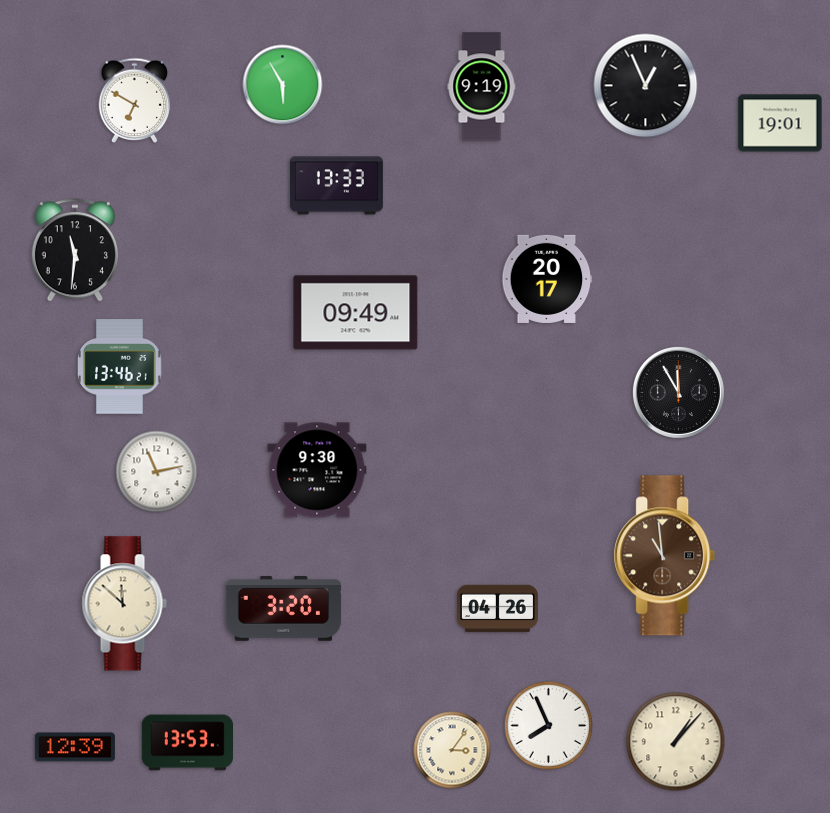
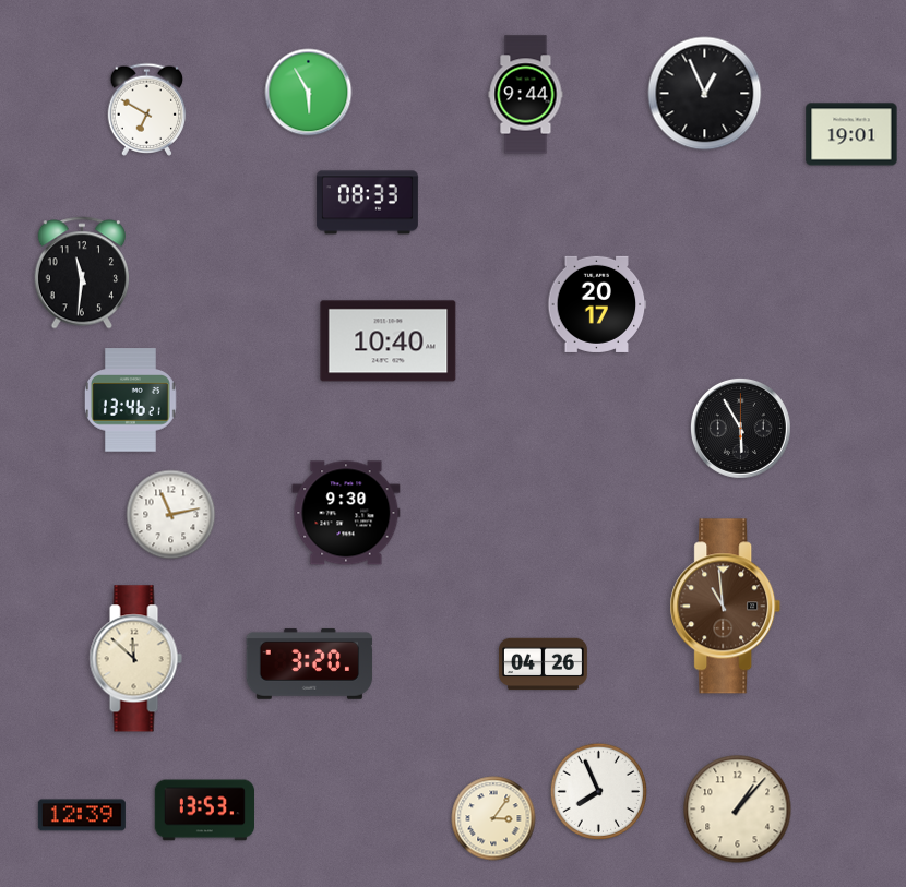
clock at (482, 87): 9:19 -> 9:44
clock at (336, 186): 13:33 -> 08:33
clock at (356, 313): 09:49 -> 10:40
clock at (678, 392): 11:55 -> 5:55
